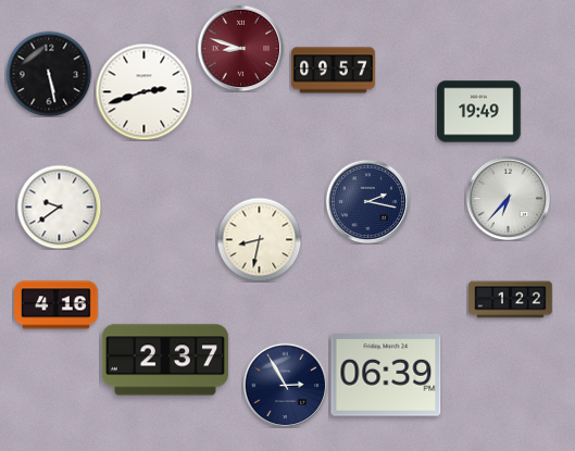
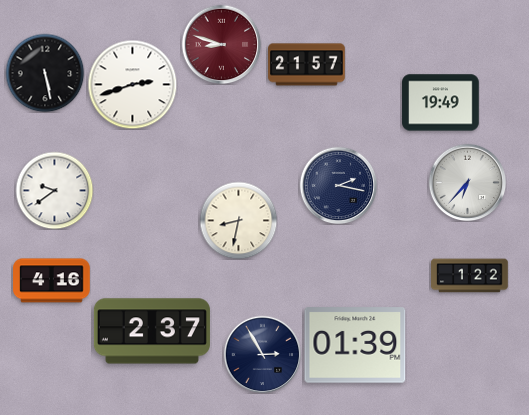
clock at (334, 71): 09:57 -> 21:57
clock at (49, 74) position: (49, 74) -> (45, 73)
clock at (386, 375): 06:39 -> 01:39
